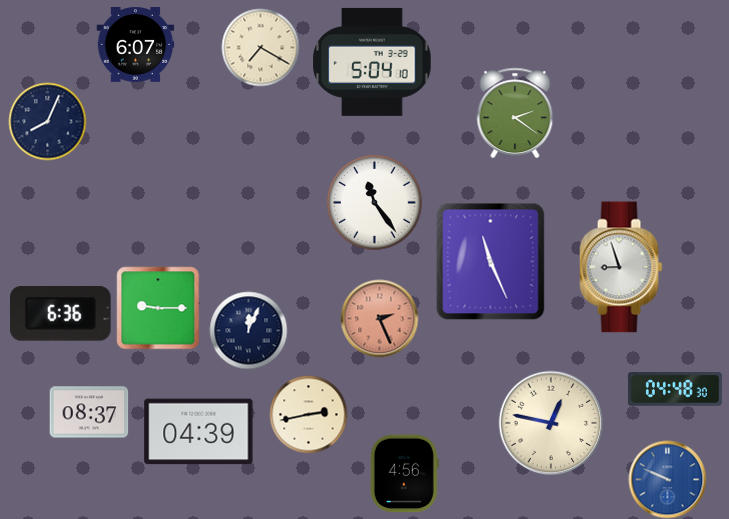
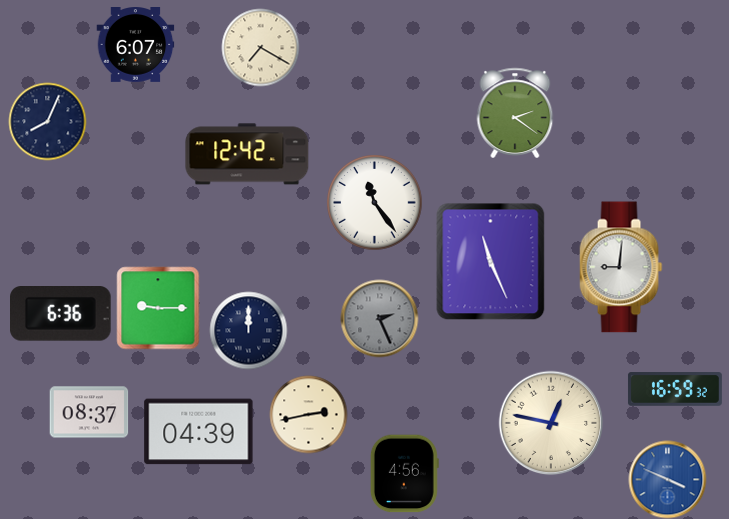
clock at (372, 62): 5:04 -> none
clock at (247, 154): none -> 12:42
clock at (621, 267): 8:57 -> 9:01
clock at (379, 318) dial: salmon -> grey
clock at (248, 330): 12:04 -> 12:00
clock at (675, 389): 04:48 -> 16:59
clock at (667, 479): 9:49 -> 3:49
